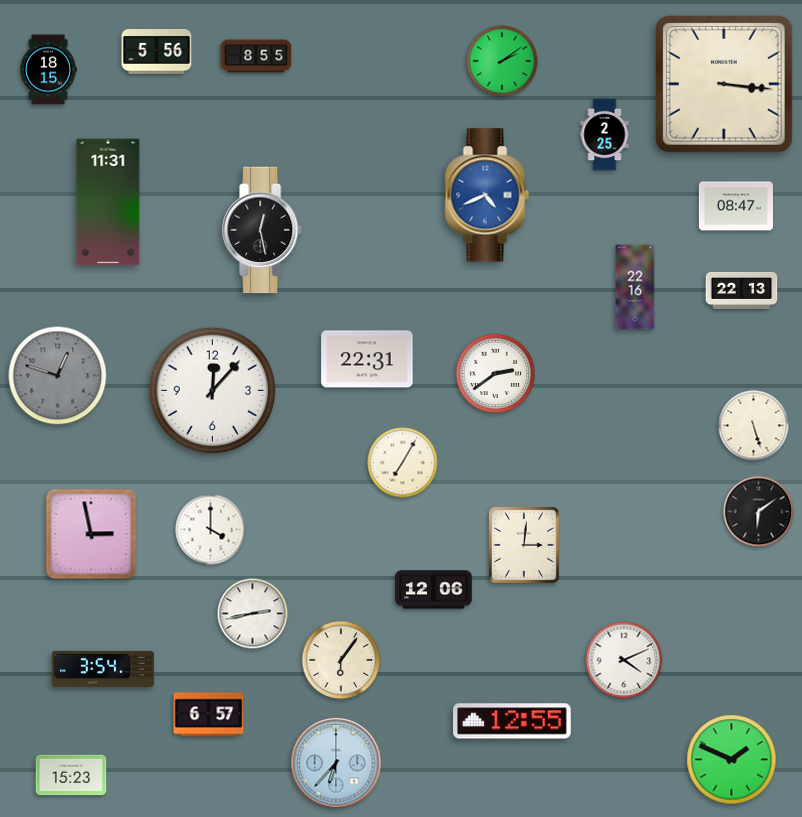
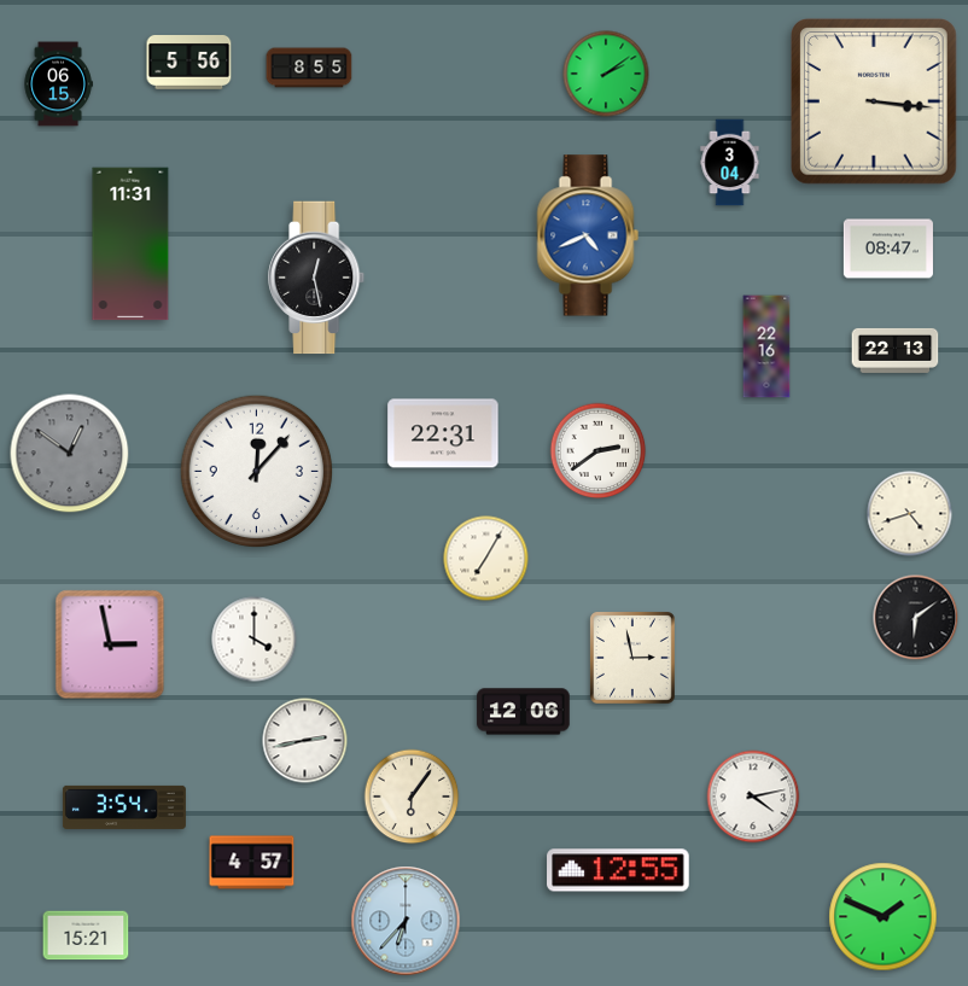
clock at (48, 70): 18:15 -> 06:15
clock at (605, 135): 2:25 -> 3:04
clock at (58, 376): 12:48 -> 12:51
clock at (754, 426): 5:27 -> 4:42
clock at (525, 546): 3:01 -> 2:58
clock at (624, 660): 4:11 -> 4:13
clock at (209, 715): 6:57 -> 4:57
clock at (71, 775): 15:23 -> 15:21
